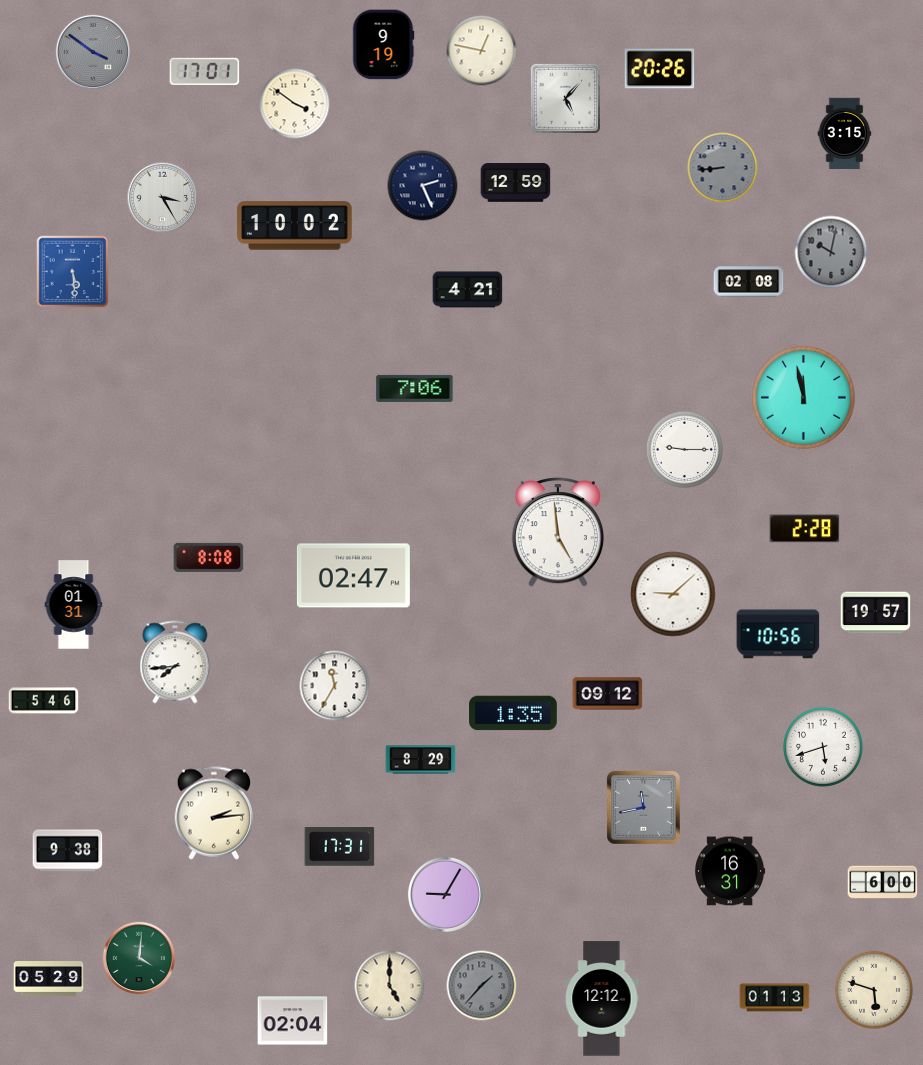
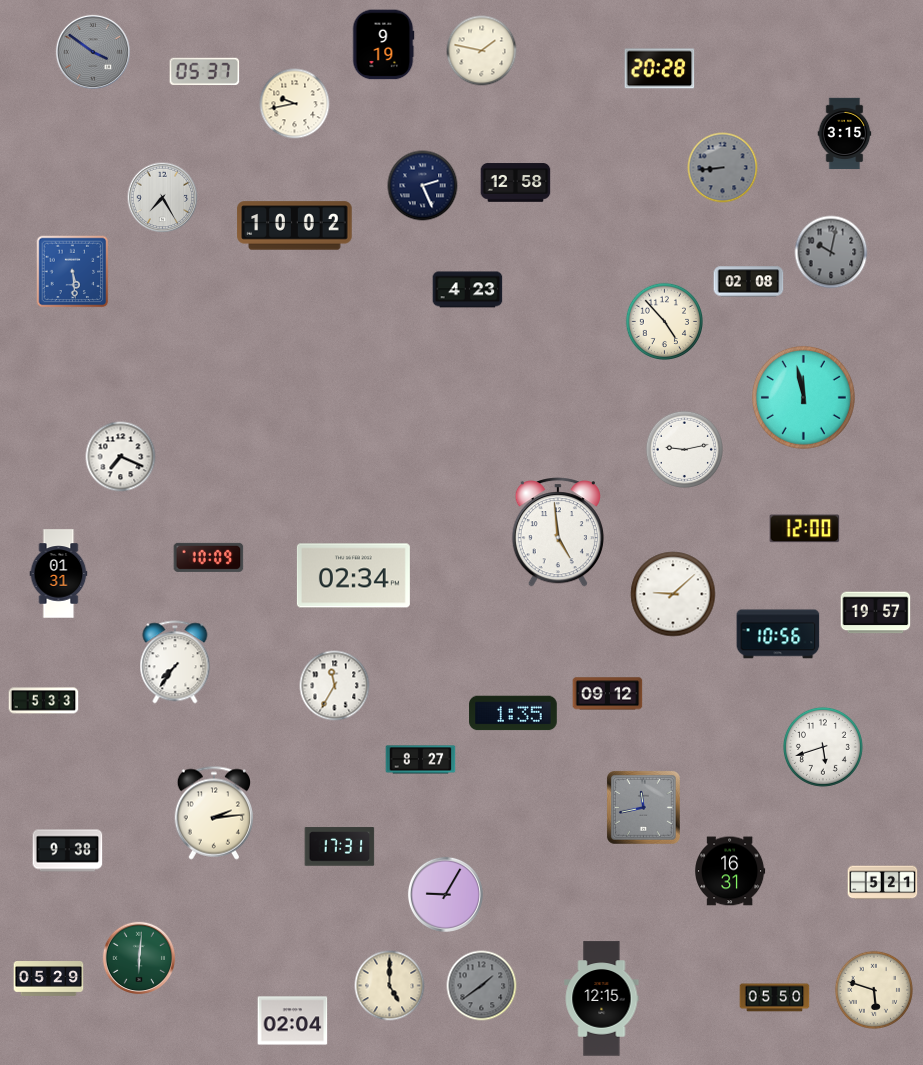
clock at (482, 51): 12:47 -> 1:47
clock at (660, 69): 20:26 -> 20:28
clock at (205, 71): 17:01 -> 05:37
clock at (565, 98): 5:07 -> none
clock at (295, 104): 3:51 -> 9:43
clock at (516, 183): 12:59 -> 12:58
clock at (163, 198): 3:25 -> 7:25
clock at (468, 290): 4:21 -> 4:23
clock at (664, 321): none -> 4:53
clock at (415, 388): 7:06 -> none
clock at (684, 449): 9:15 -> 9:13
clock at (121, 457): none -> 7:19
clock at (805, 529): 2:28 -> 12:00
clock at (209, 557): 8:08 -> 10:09
clock at (353, 576): 02:47 -> 02:34
clock at (74, 605) position: (74, 605) -> (59, 574)
clock at (175, 662): 7:44 -> 7:36
clock at (44, 701): 5:46 -> 5:33
clock at (421, 760): 8:29 -> 8:27
clock at (883, 883): 6:00 -> 5:21
clock at (139, 958): 4:01 -> 6:01
clock at (482, 986): 1:37 -> 1:39
clock at (775, 998): 01:13 -> 05:50
clock at (602, 999): 12:12 -> 12:15
